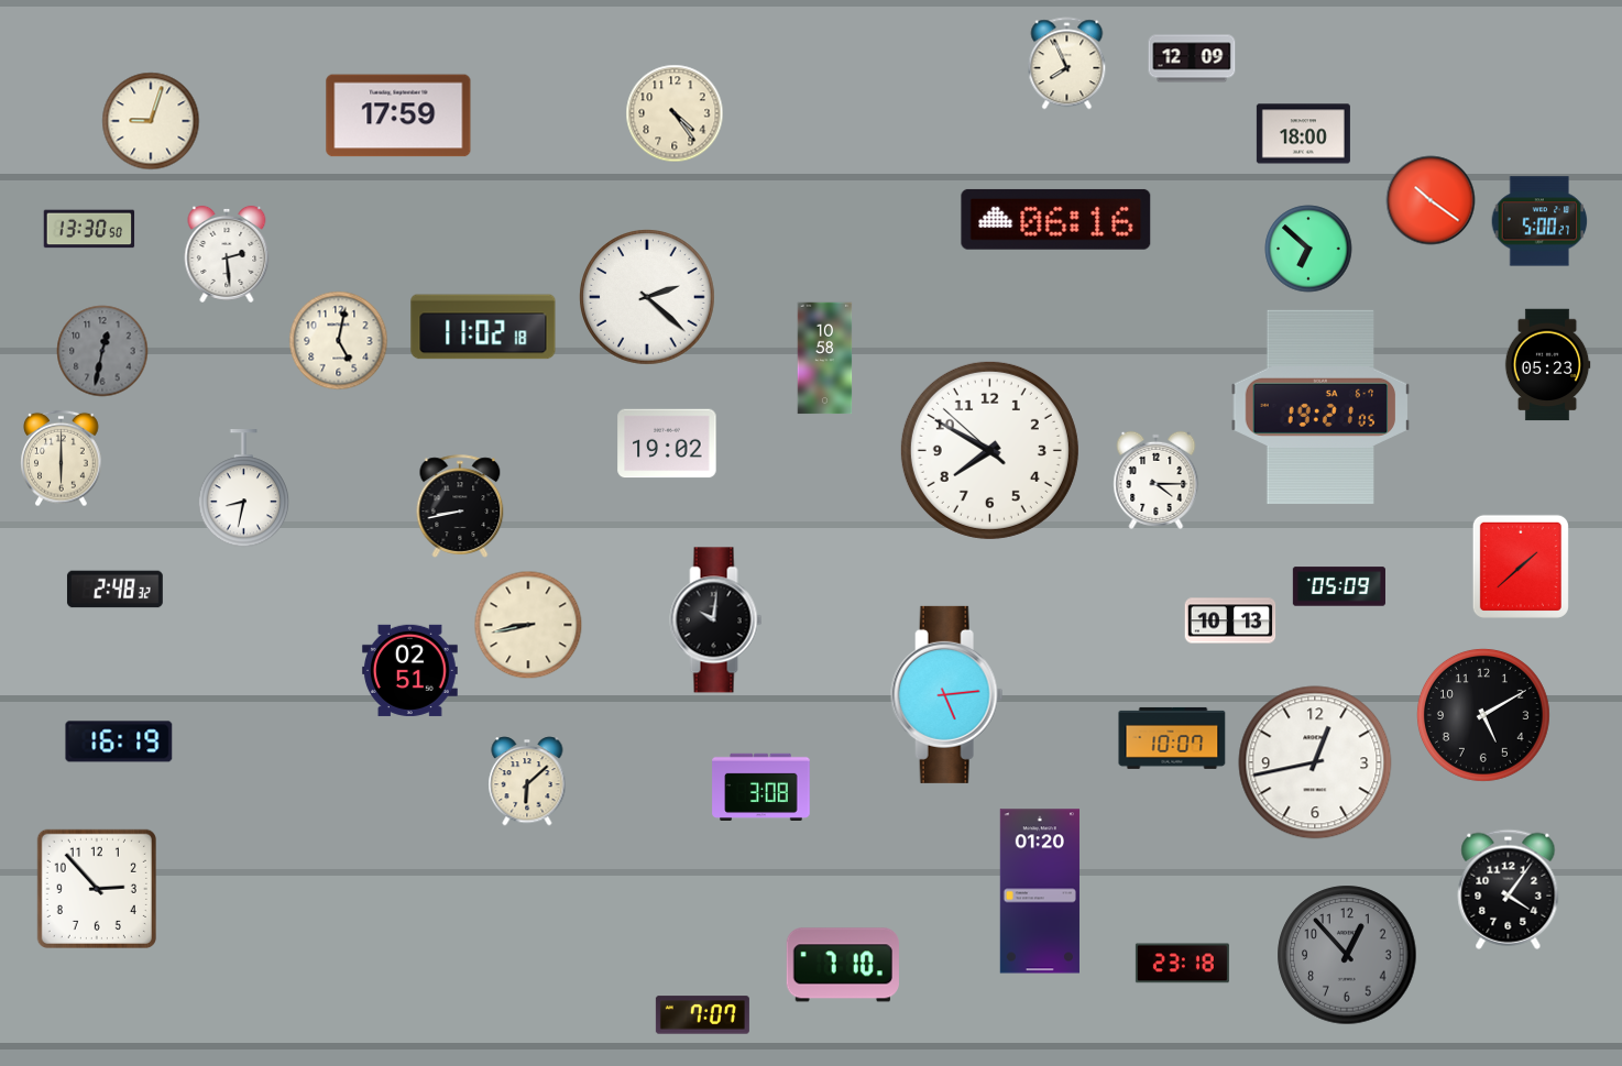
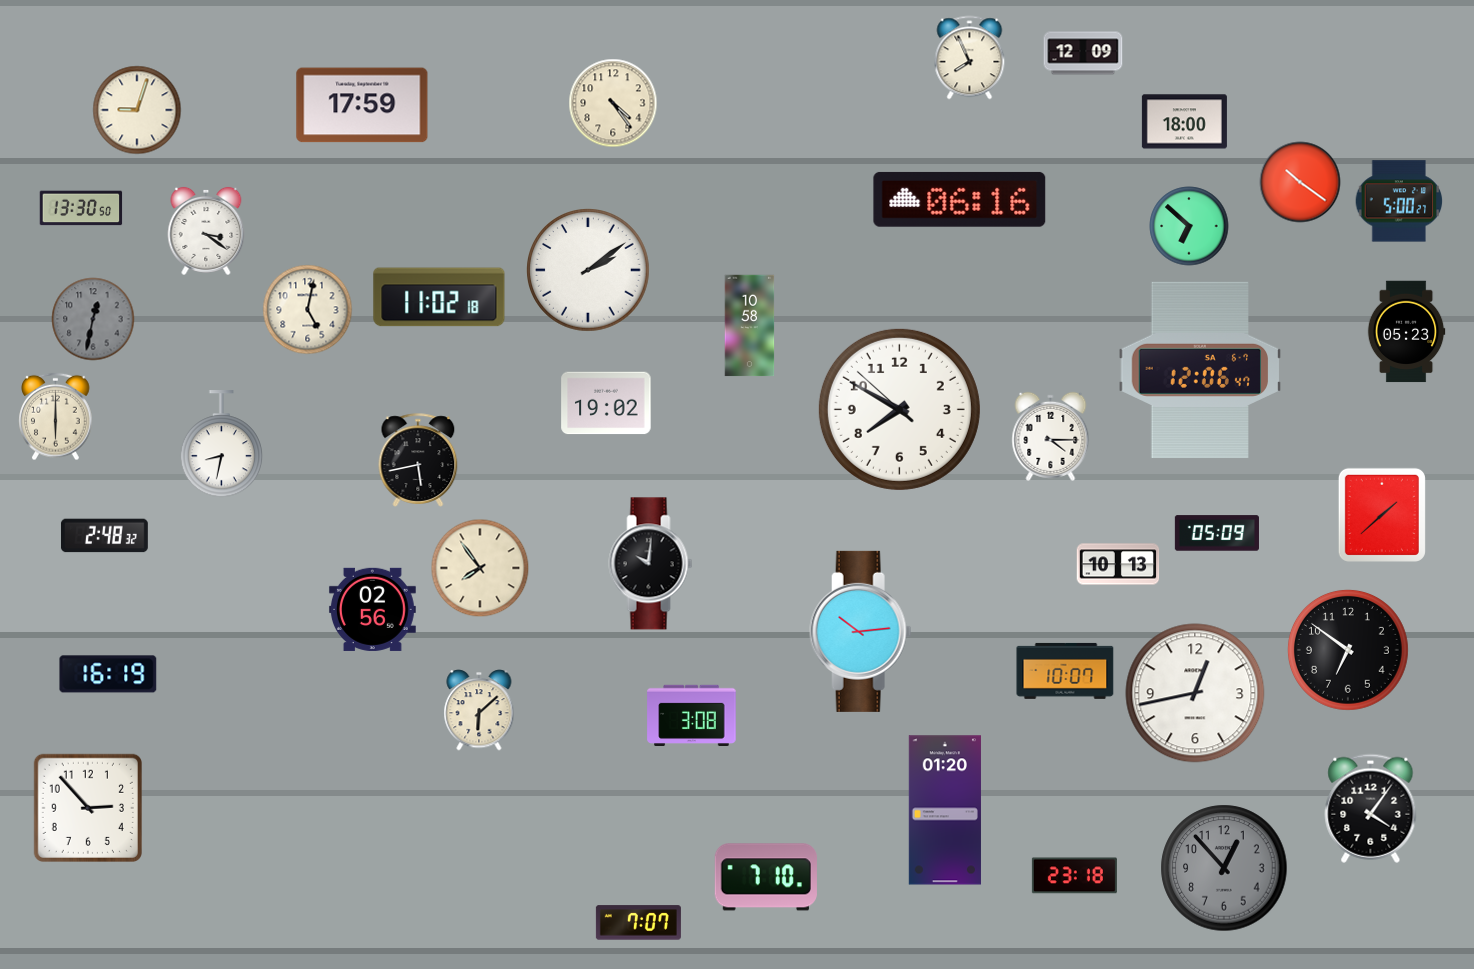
clock at (227, 254): 2:29 -> 3:21
clock at (648, 298): 2:22 -> 2:09
clock at (1320, 407): 19:21 -> 12:06
clock at (460, 506): 8:43 -> 5:43
clock at (528, 625): 8:43 -> 7:54
clock at (409, 670): 02:51 -> 02:56
clock at (947, 694): 5:14 -> 10:14
clock at (1483, 715): 5:10 -> 6:51
